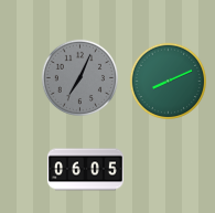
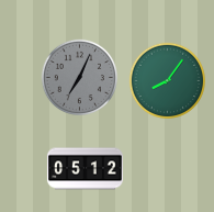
clock at (168, 81): 8:11 -> 8:06
clock at (86, 170): 06:05 -> 05:12
